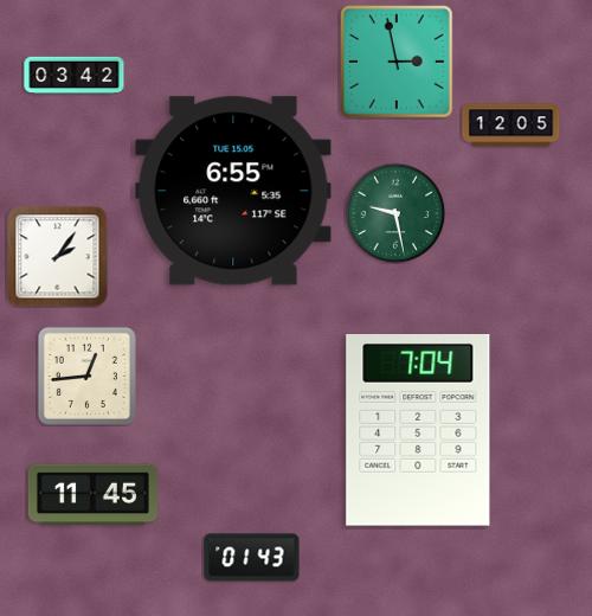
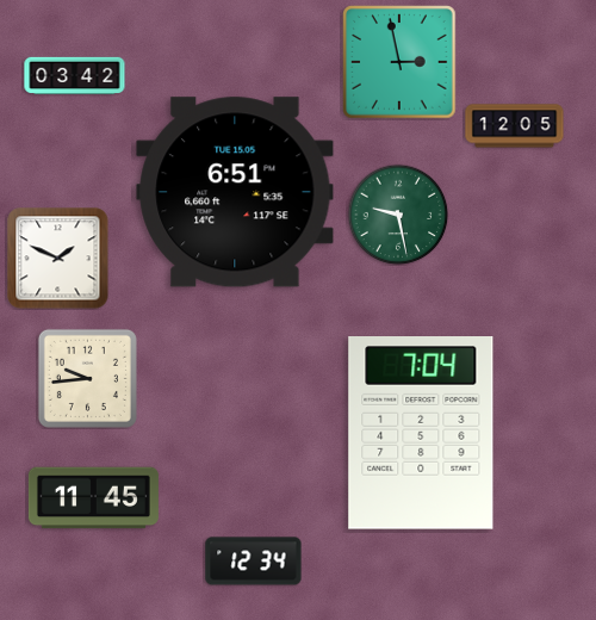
clock at (233, 191): 6:55 -> 6:51
clock at (58, 257): 2:06 -> 1:49
clock at (86, 376): 12:44 -> 9:44
clock at (252, 558): 01:43 -> 12:34
